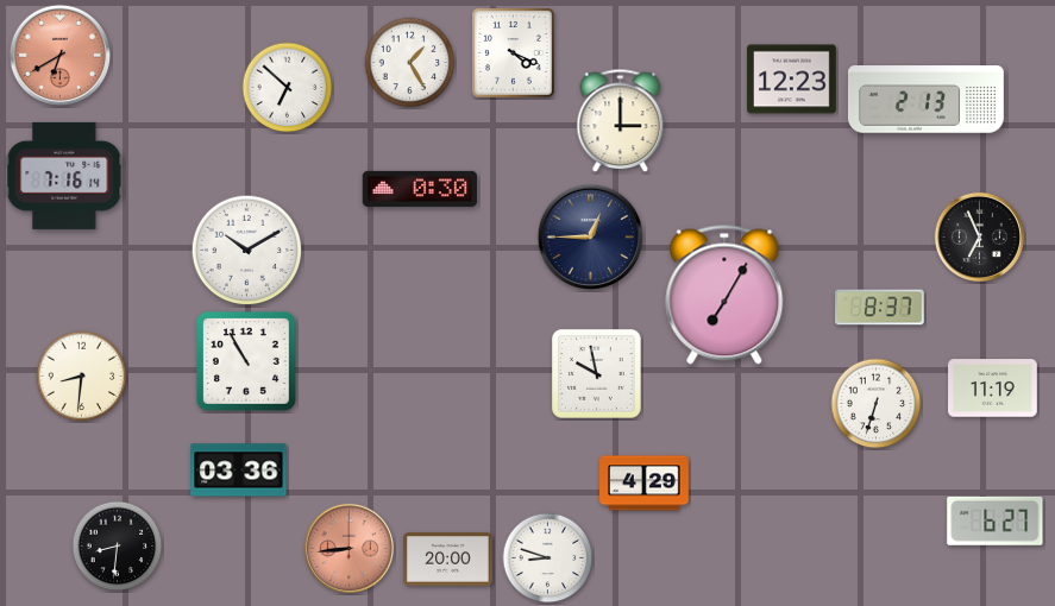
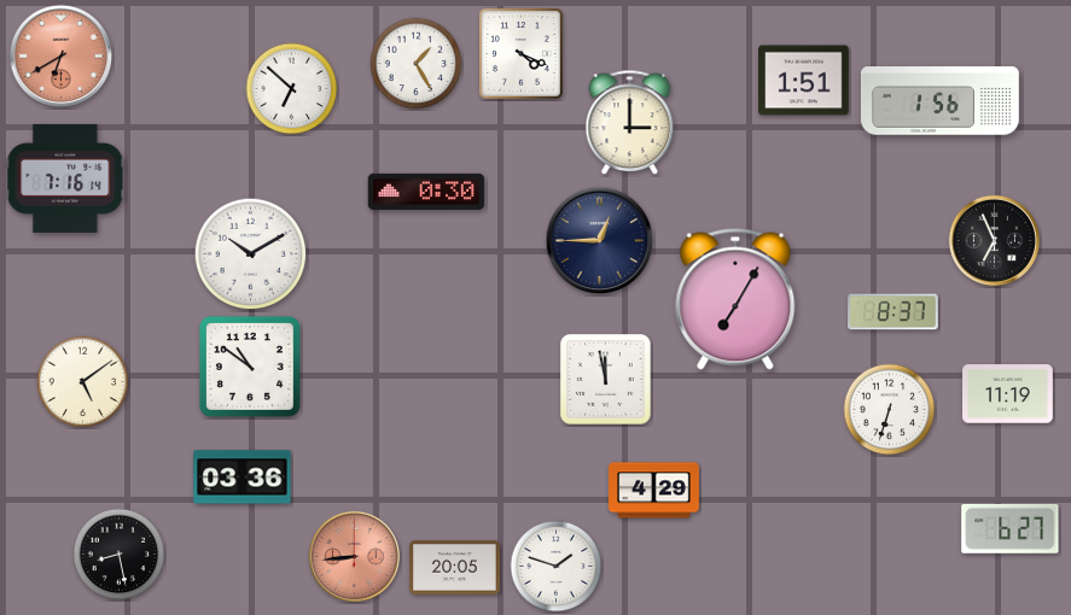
clock at (792, 80): 12:23 -> 1:51
clock at (925, 100): 2:13 -> 1:56
clock at (246, 361): 10:55 -> 10:51
clock at (597, 374): 9:58 -> 11:58
clock at (82, 377): 8:31 -> 5:09
clock at (118, 547): 8:31 -> 8:28
clock at (548, 558): 8:48 -> 1:48
clock at (448, 560): 20:00 -> 20:05
